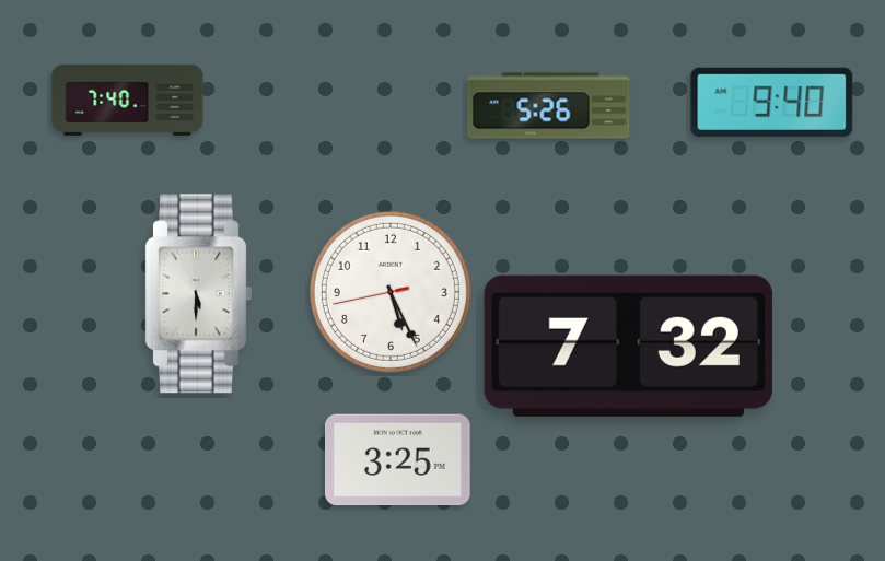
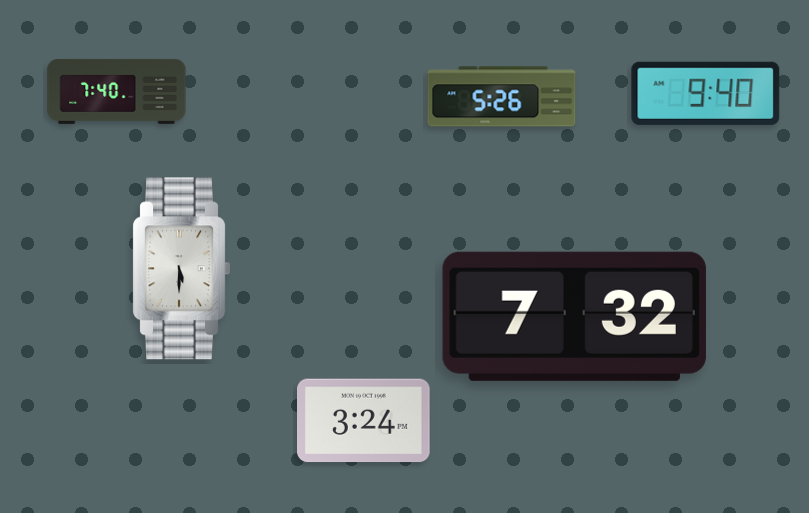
clock at (391, 292): 5:25 -> none
clock at (398, 460): 3:25 -> 3:24
